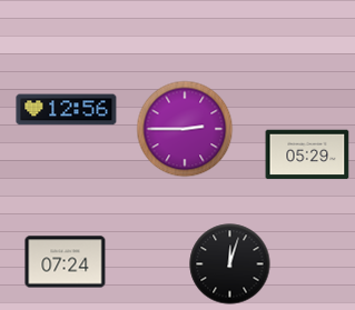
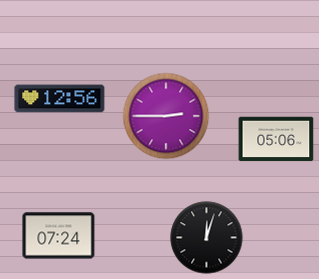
clock at (307, 154): 05:29 -> 05:06
